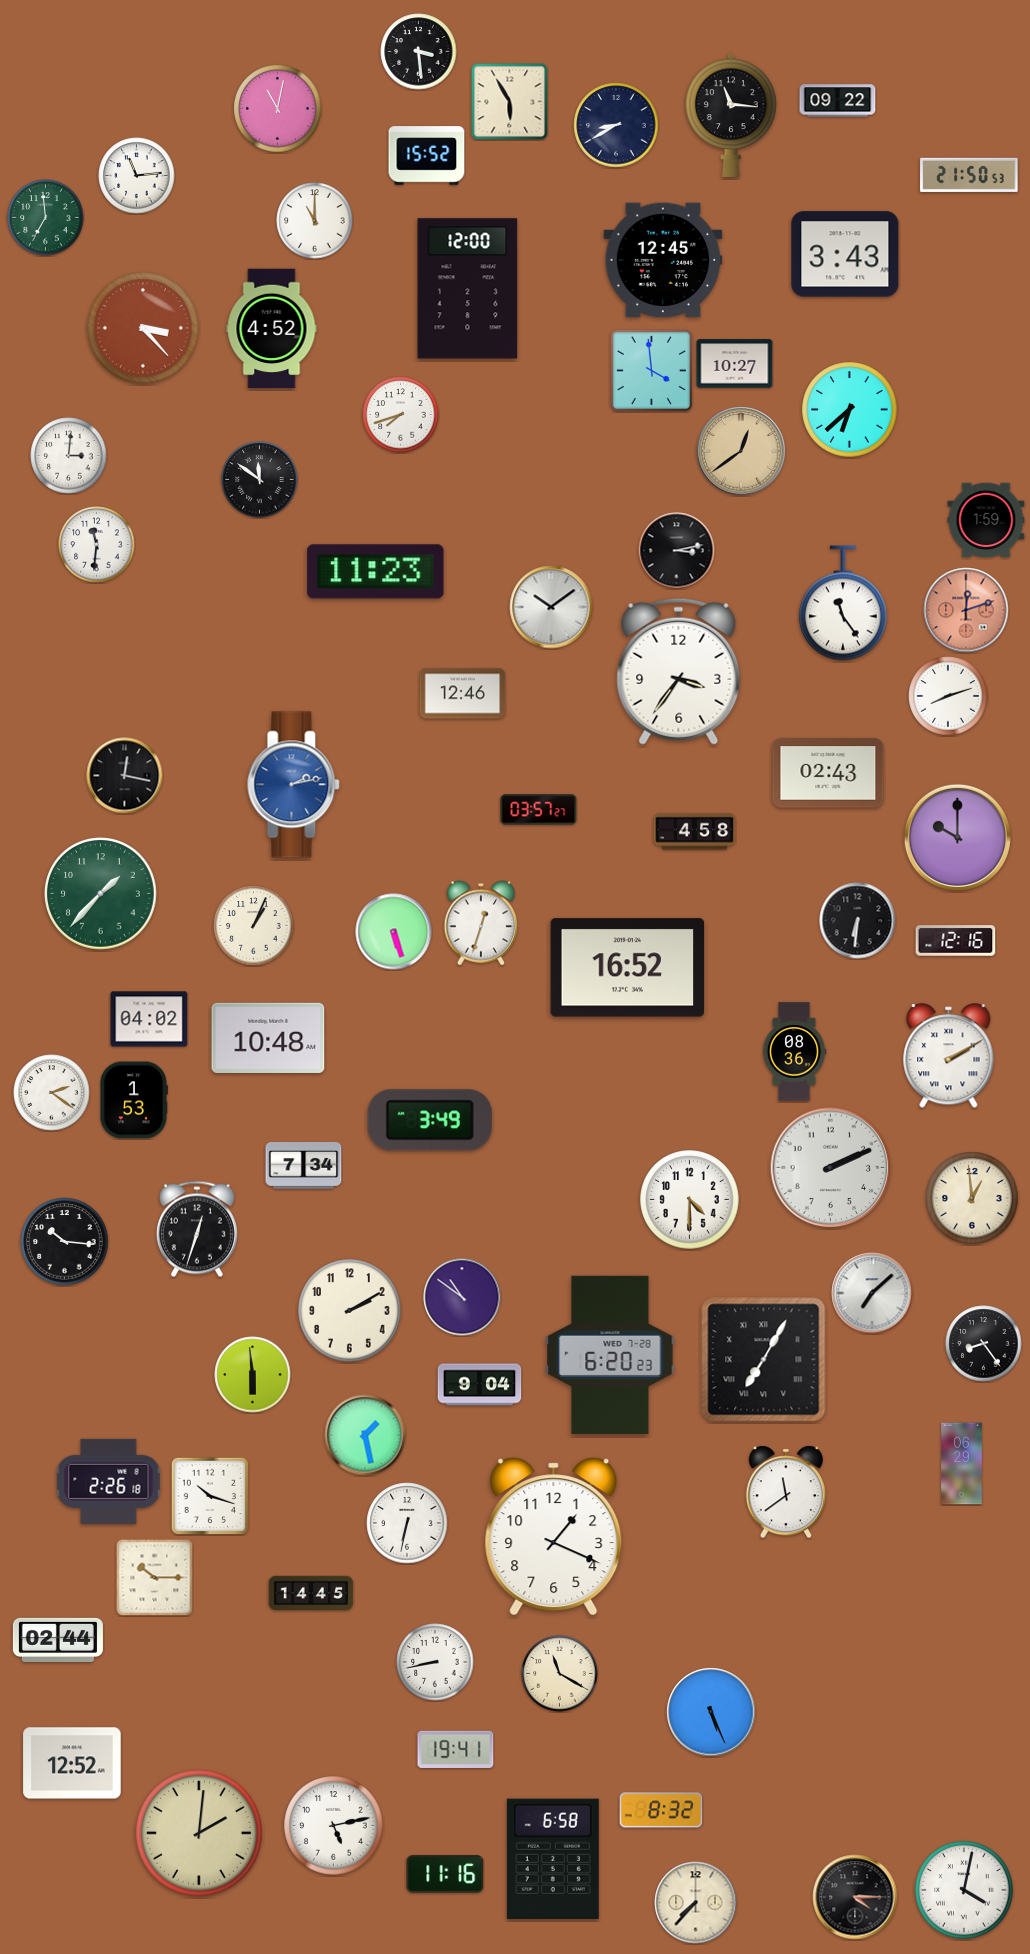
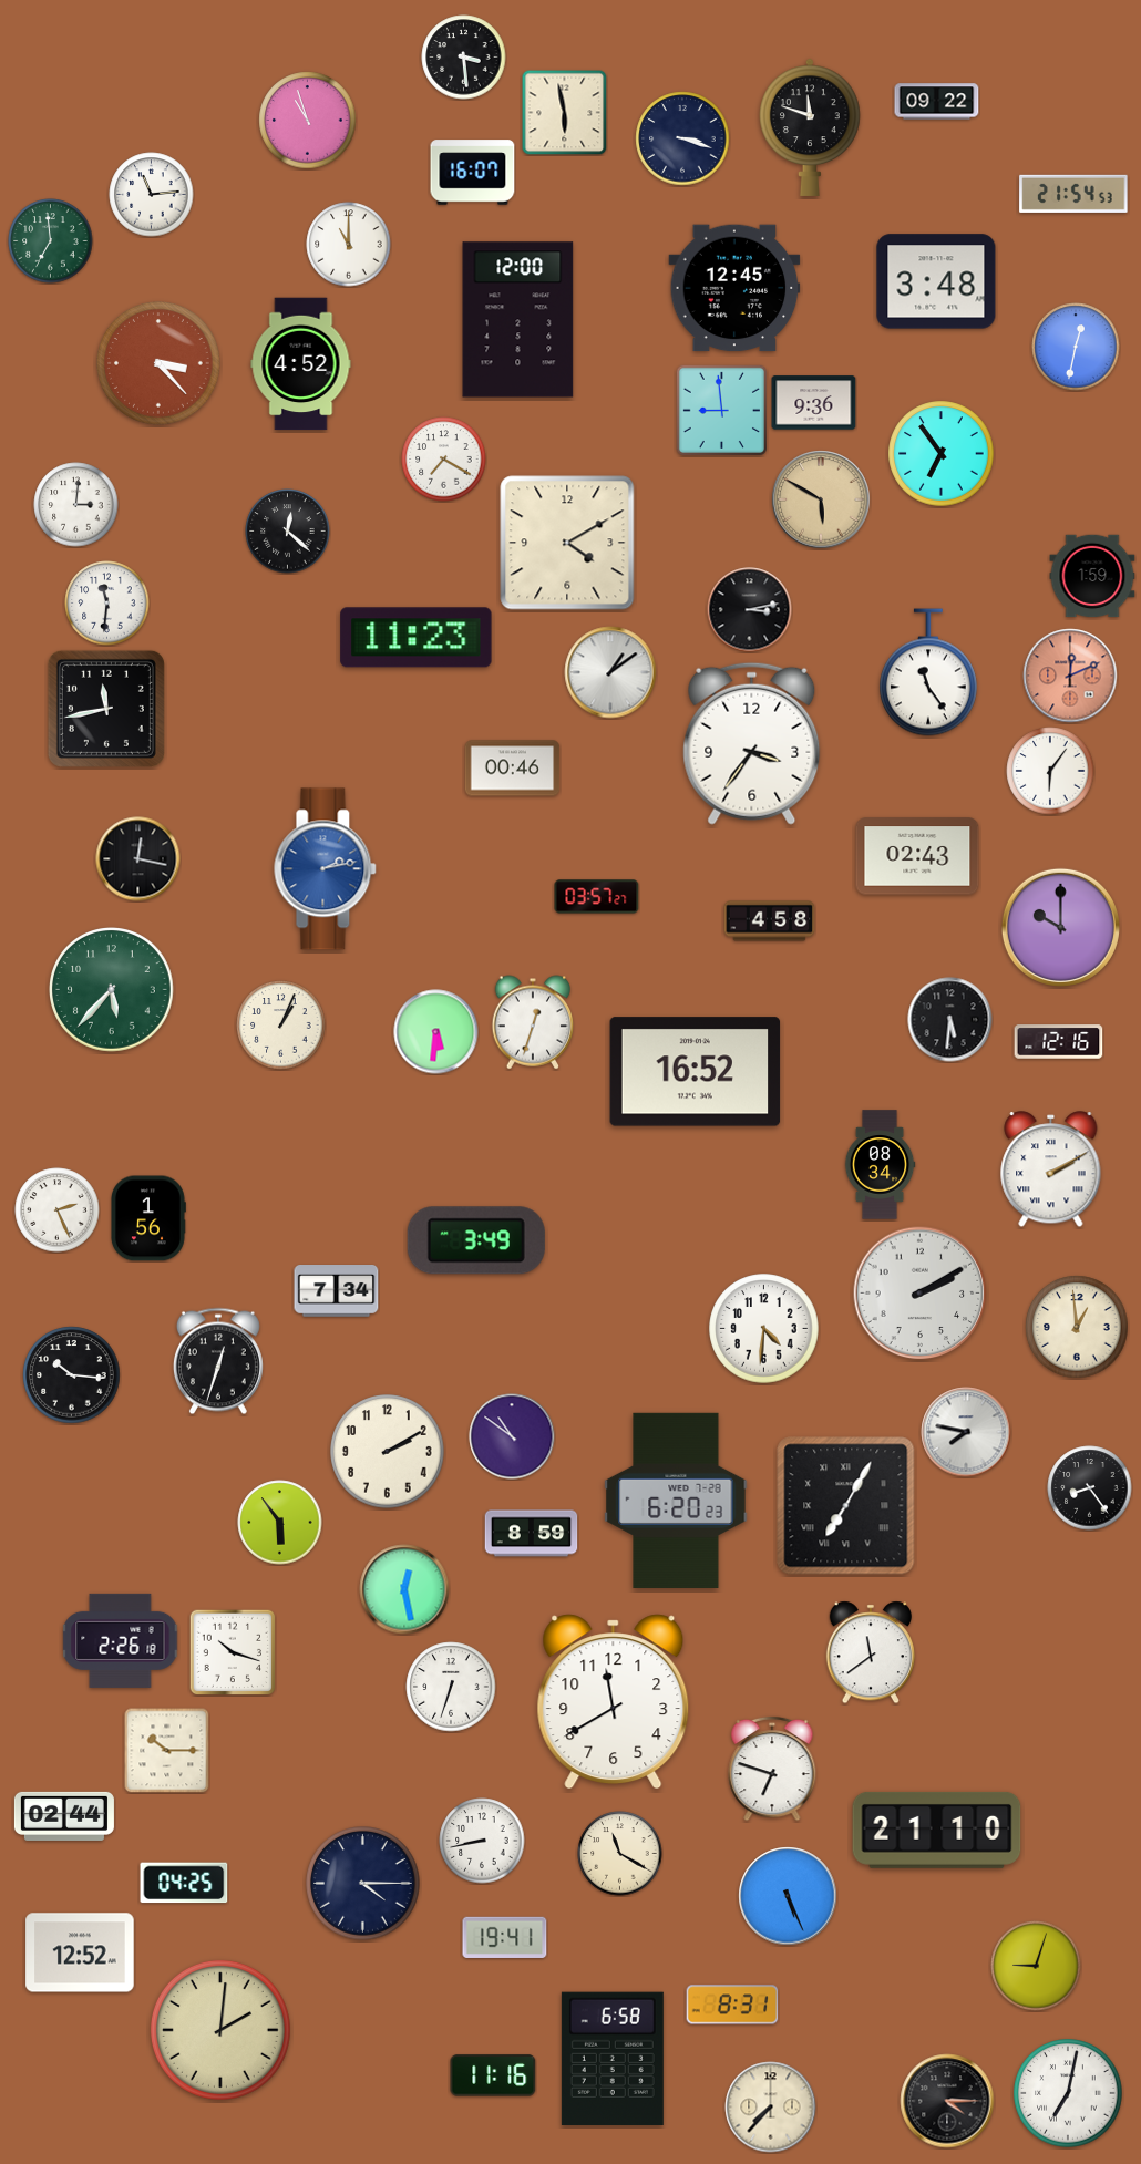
clock at (509, 101): 5:55 -> 5:58
clock at (838, 101) position: (838, 101) -> (937, 102)
clock at (278, 109): 11:02 -> 10:57
clock at (731, 115): 11:16 -> 11:48
clock at (616, 125): 8:40 -> 3:18
clock at (427, 156): 15:52 -> 16:07
clock at (969, 175): 21:50 -> 21:54
clock at (845, 254): 3:43 -> 3:48
clock at (1076, 347): none -> 12:32
clock at (735, 364): 10:27 -> 9:36
clock at (651, 370): 3:59 -> 8:59
clock at (850, 410): 6:38 -> 6:54
clock at (401, 415): 7:42 -> 7:20
clock at (741, 451): 12:39 -> 5:50
clock at (260, 480): 11:51 -> 12:22
clock at (567, 543): none -> 4:10
clock at (376, 572) position: (376, 572) -> (417, 638)
clock at (843, 603) position: (843, 603) -> (928, 672)
clock at (551, 607): 10:09 -> 1:09
clock at (966, 610): 12:12 -> 12:11
clock at (106, 709): none -> 11:43
clock at (463, 694): 12:46 -> 00:46
clock at (948, 696): 8:12 -> 6:06
clock at (101, 894): 1:37 -> 5:37
clock at (858, 921): 6:31 -> 5:31
clock at (394, 932): 5:27 -> 5:31
clock at (149, 1019): 04:02 -> none
clock at (268, 1038): 10:48 -> none
clock at (794, 1052): 08:36 -> 08:34
clock at (52, 1093): 2:21 -> 2:26
clock at (134, 1100): 1:53 -> 1:56
clock at (831, 1168): 2:11 -> 2:10
clock at (690, 1200): 4:30 -> 4:31
clock at (872, 1293): 7:08 -> 7:47
clock at (253, 1375): 5:59 -> 5:54
clock at (480, 1385): 9:04 -> 8:59
clock at (365, 1435): 1:28 -> 12:28
clock at (962, 1464): 06:29 -> none
clock at (210, 1496) position: (210, 1496) -> (233, 1652)
clock at (407, 1523): 6:32 -> 6:33
clock at (554, 1537): 1:19 -> 11:40
clock at (154, 1577) position: (154, 1577) -> (166, 1750)
clock at (311, 1593): 14:45 -> none
clock at (772, 1769): none -> 6:48
clock at (937, 1830): none -> 21:10
clock at (184, 1883): none -> 04:25
clock at (363, 1884): none -> 4:15
clock at (1036, 1966): none -> 9:03
clock at (661, 1810): 8:32 -> 8:31
clock at (334, 1826): 5:13 -> none
clock at (964, 1890): 4:02 -> 7:02
